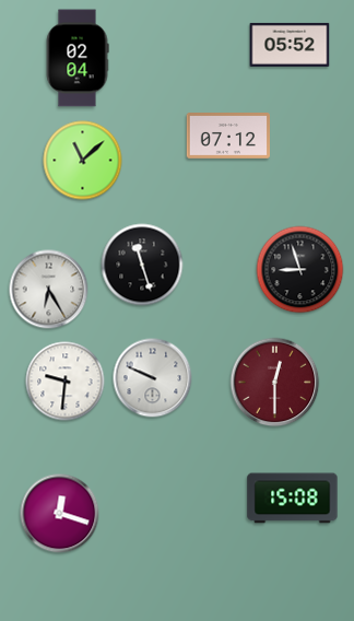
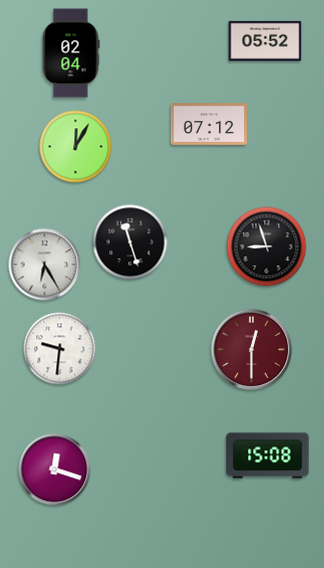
clock at (83, 161): 11:08 -> 12:05
clock at (300, 270) position: (300, 270) -> (267, 247)
clock at (153, 378): 9:49 -> none
